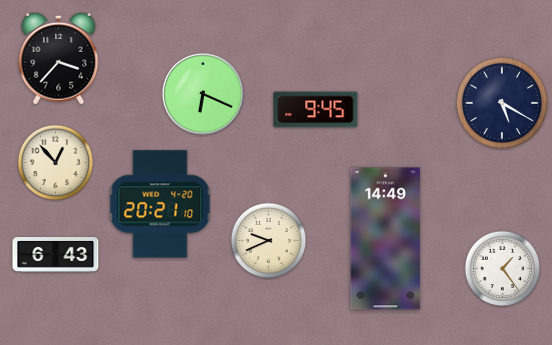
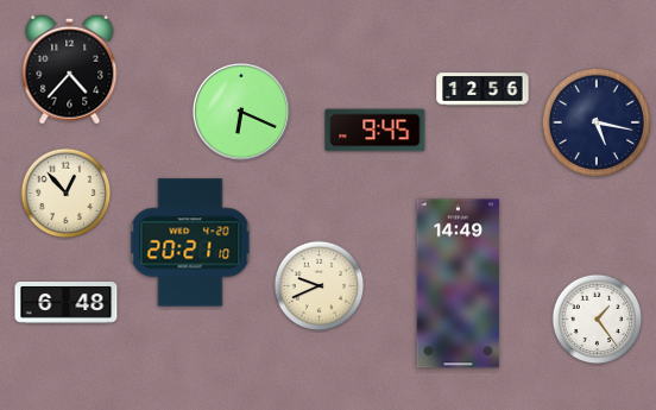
clock at (59, 58): 3:37 -> 4:37
clock at (482, 89): none -> 12:56
clock at (501, 102): 5:20 -> 5:17
clock at (56, 255): 6:43 -> 6:48
